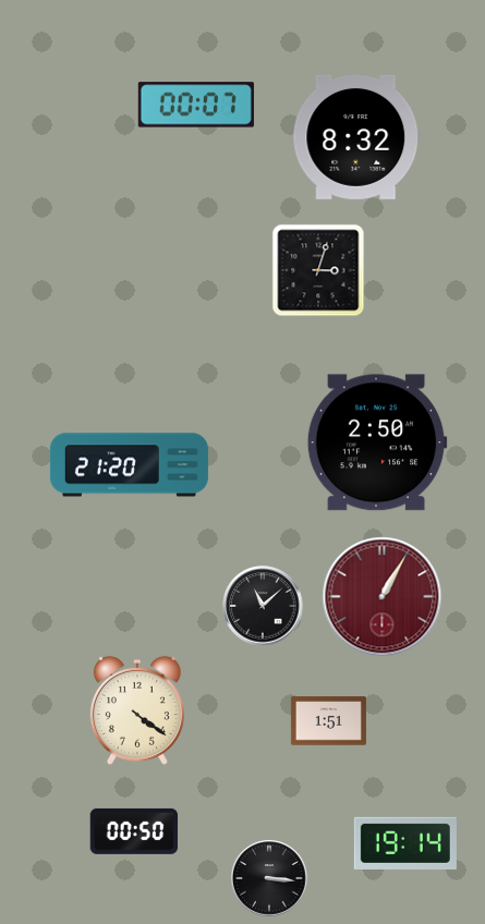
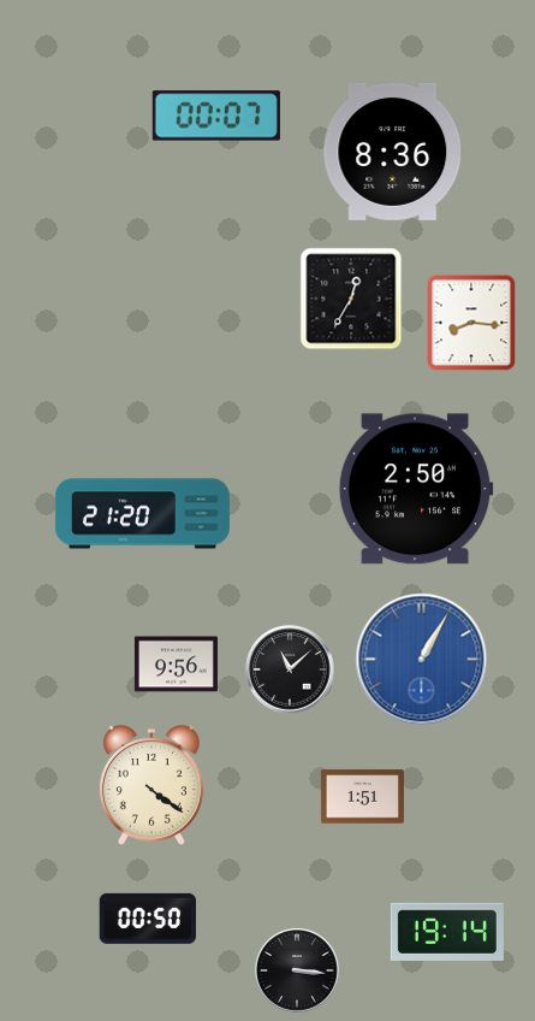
clock at (356, 137): 8:32 -> 8:36
clock at (318, 270): 3:03 -> 12:35
clock at (471, 323): none -> 8:16
clock at (383, 597) dial: burgundy -> blue
clock at (176, 665): none -> 9:56
